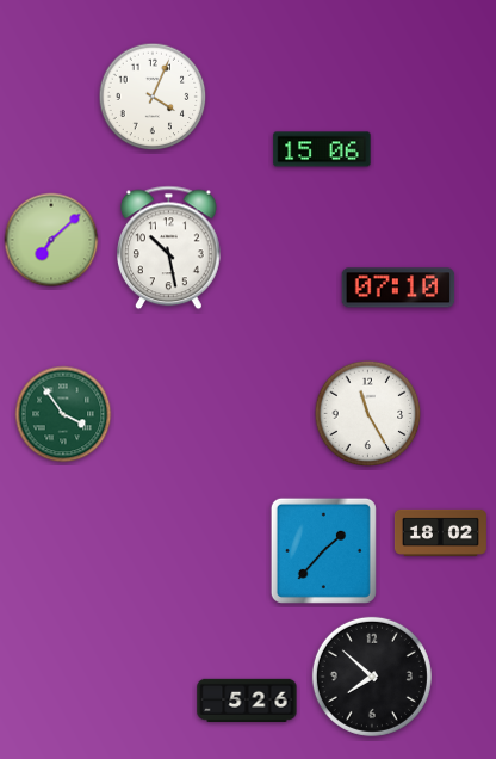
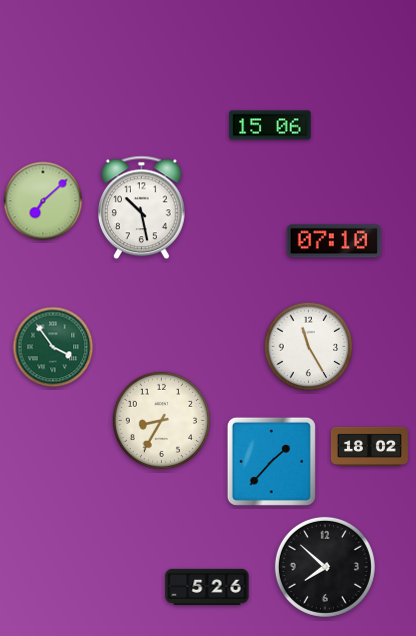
clock at (153, 97): 4:04 -> none
clock at (161, 420): none -> 8:35
clock at (372, 677) position: (372, 677) -> (325, 567)
